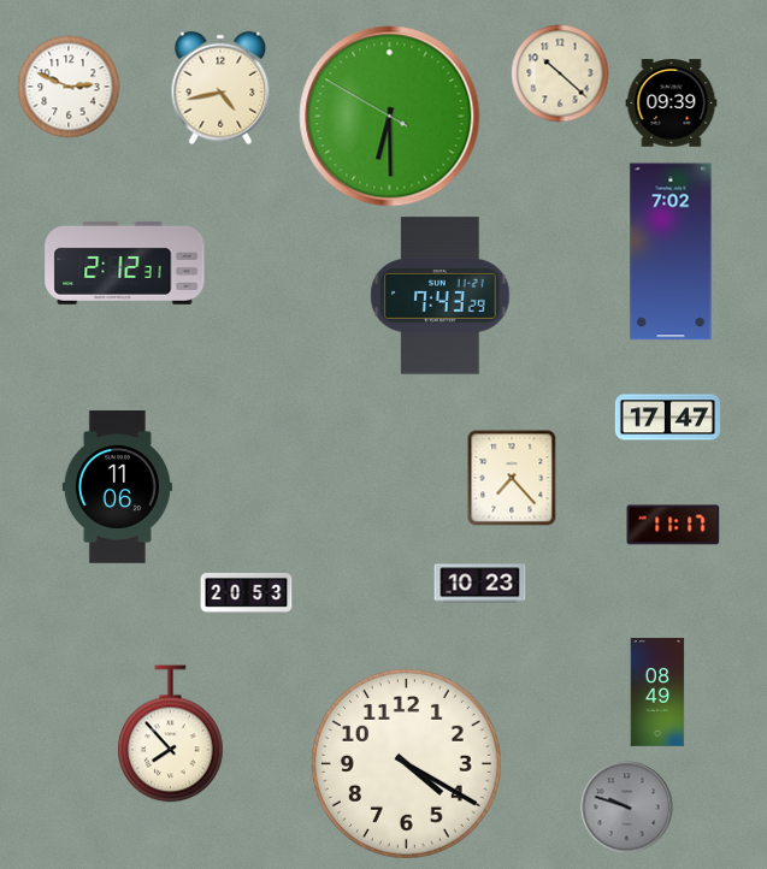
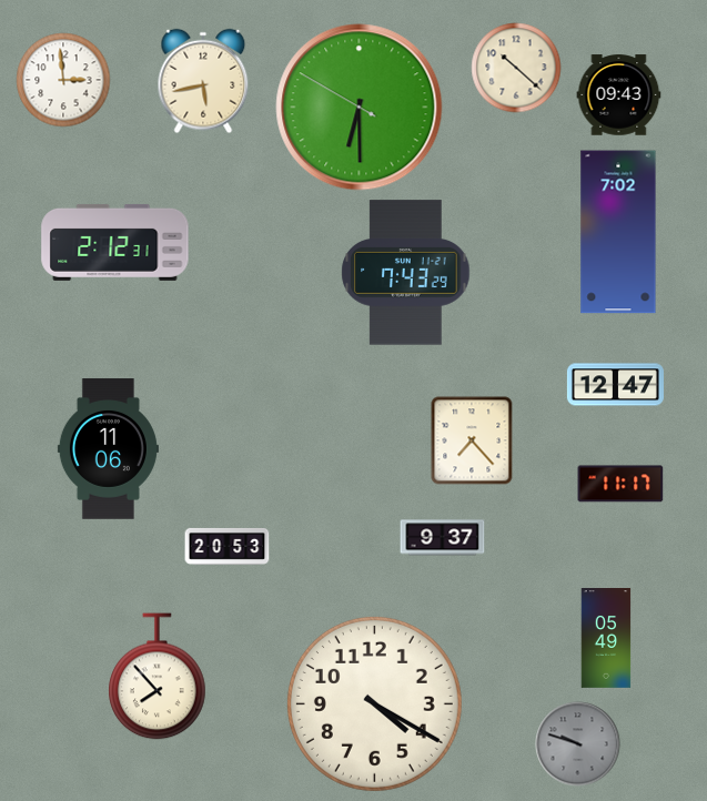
clock at (69, 87): 2:49 -> 2:59
clock at (220, 88): 4:43 -> 5:43
clock at (672, 104): 09:39 -> 09:43
clock at (667, 418): 17:47 -> 12:47
clock at (480, 584): 10:23 -> 9:37
clock at (657, 693): 08:49 -> 05:49
